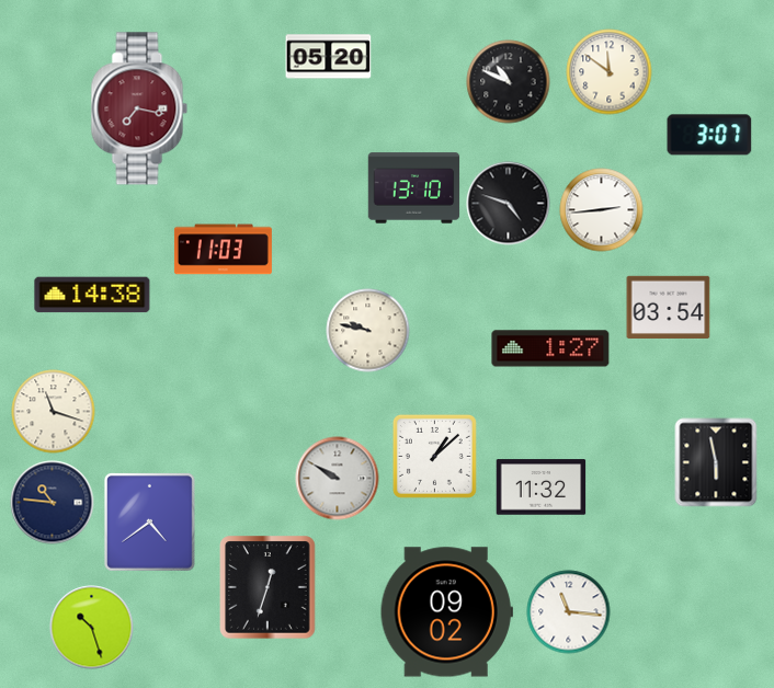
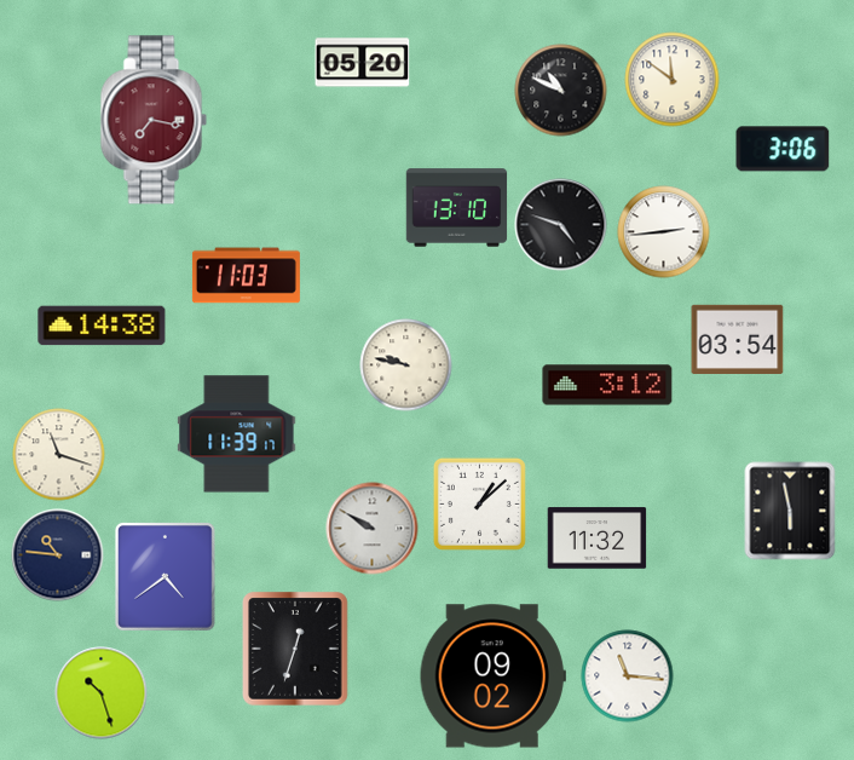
clock at (709, 135): 3:07 -> 3:06
clock at (550, 348): 1:27 -> 3:12
clock at (237, 434): none -> 11:39
